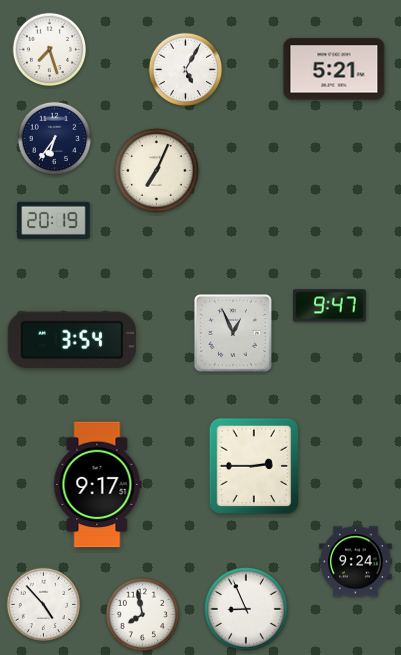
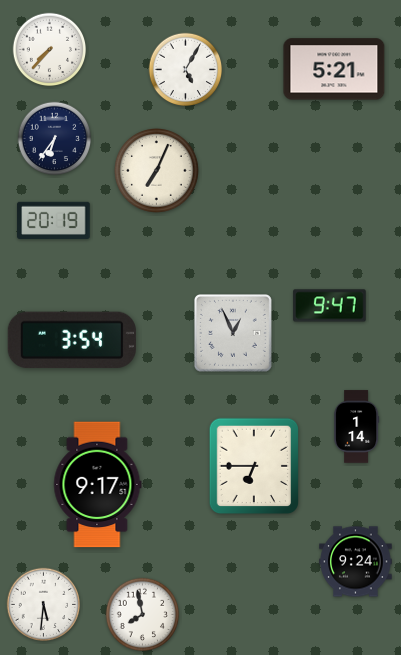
clock at (50, 50): 7:27 -> 7:37
clock at (357, 427): none -> 1:14
clock at (254, 466): 2:45 -> 6:45
clock at (44, 605): 4:53 -> 5:31
clock at (246, 609): 8:56 -> none
